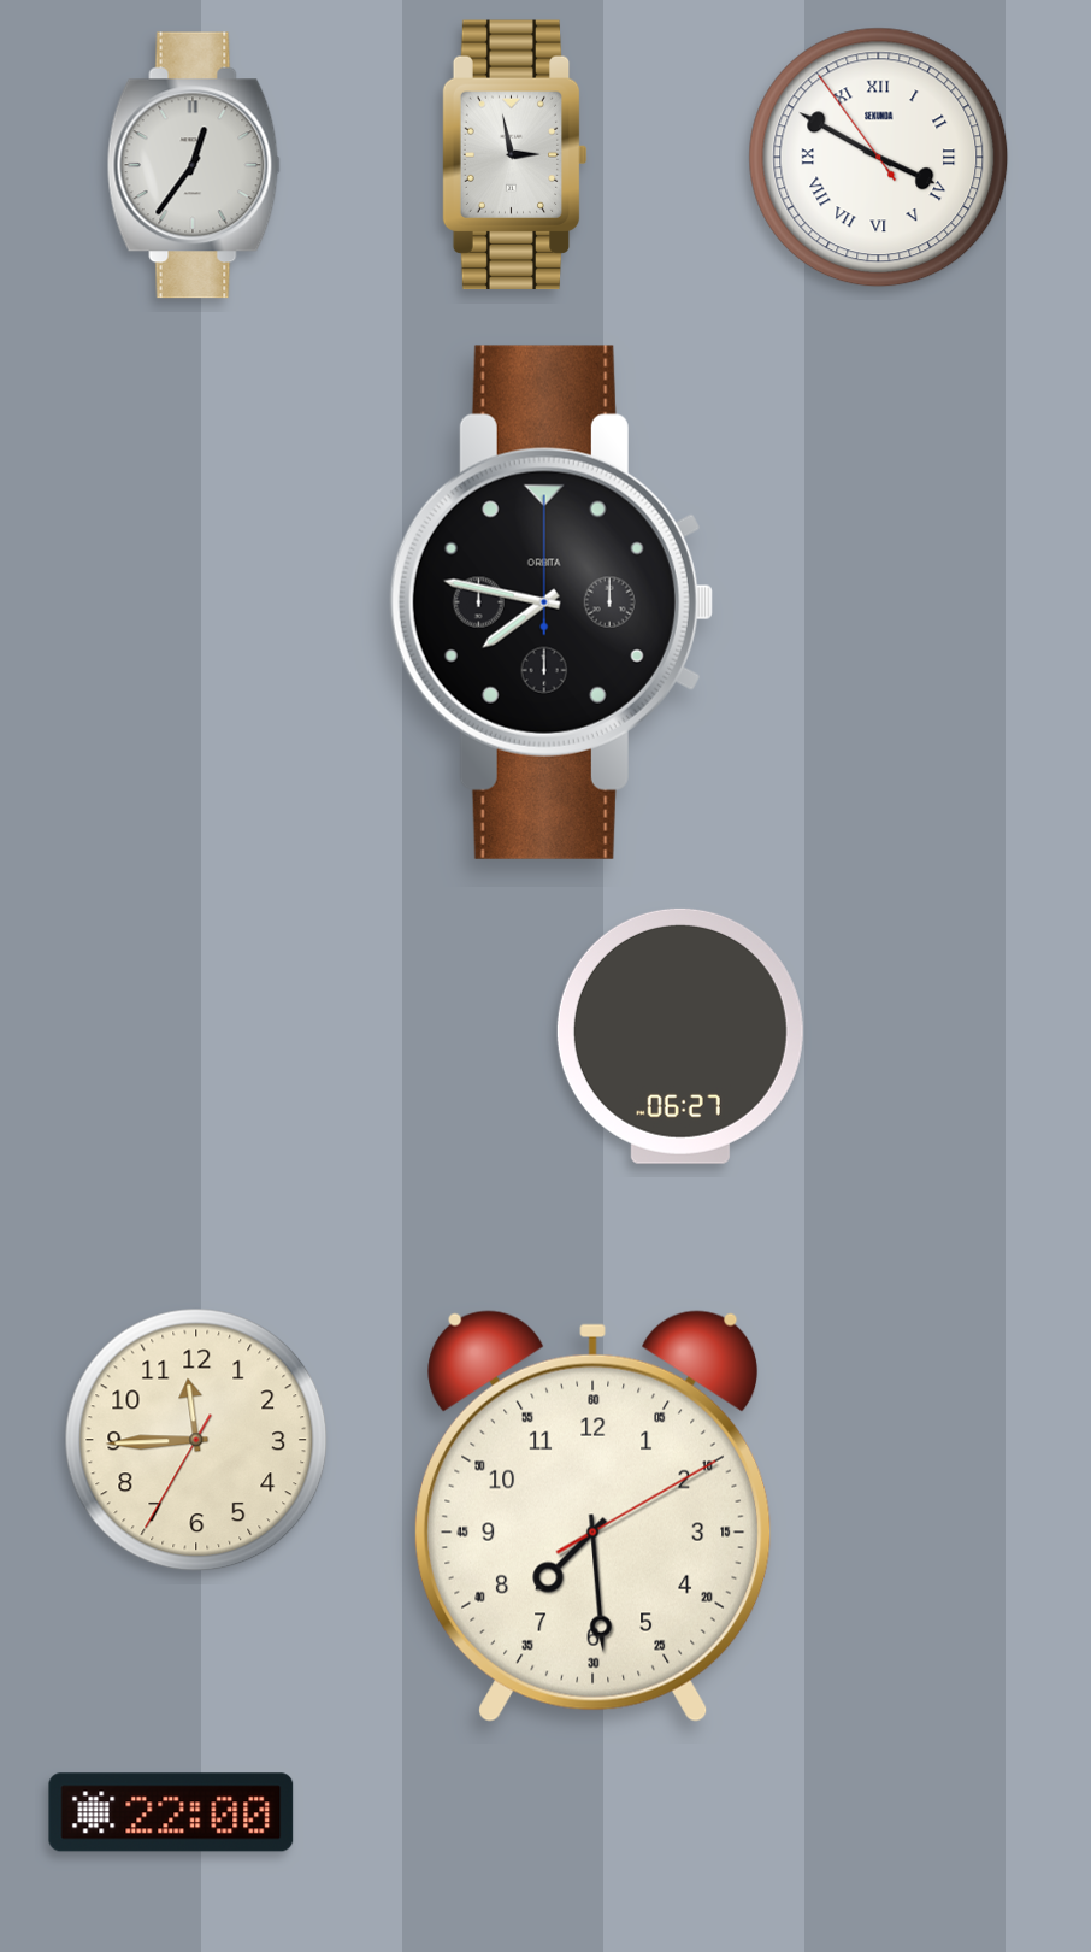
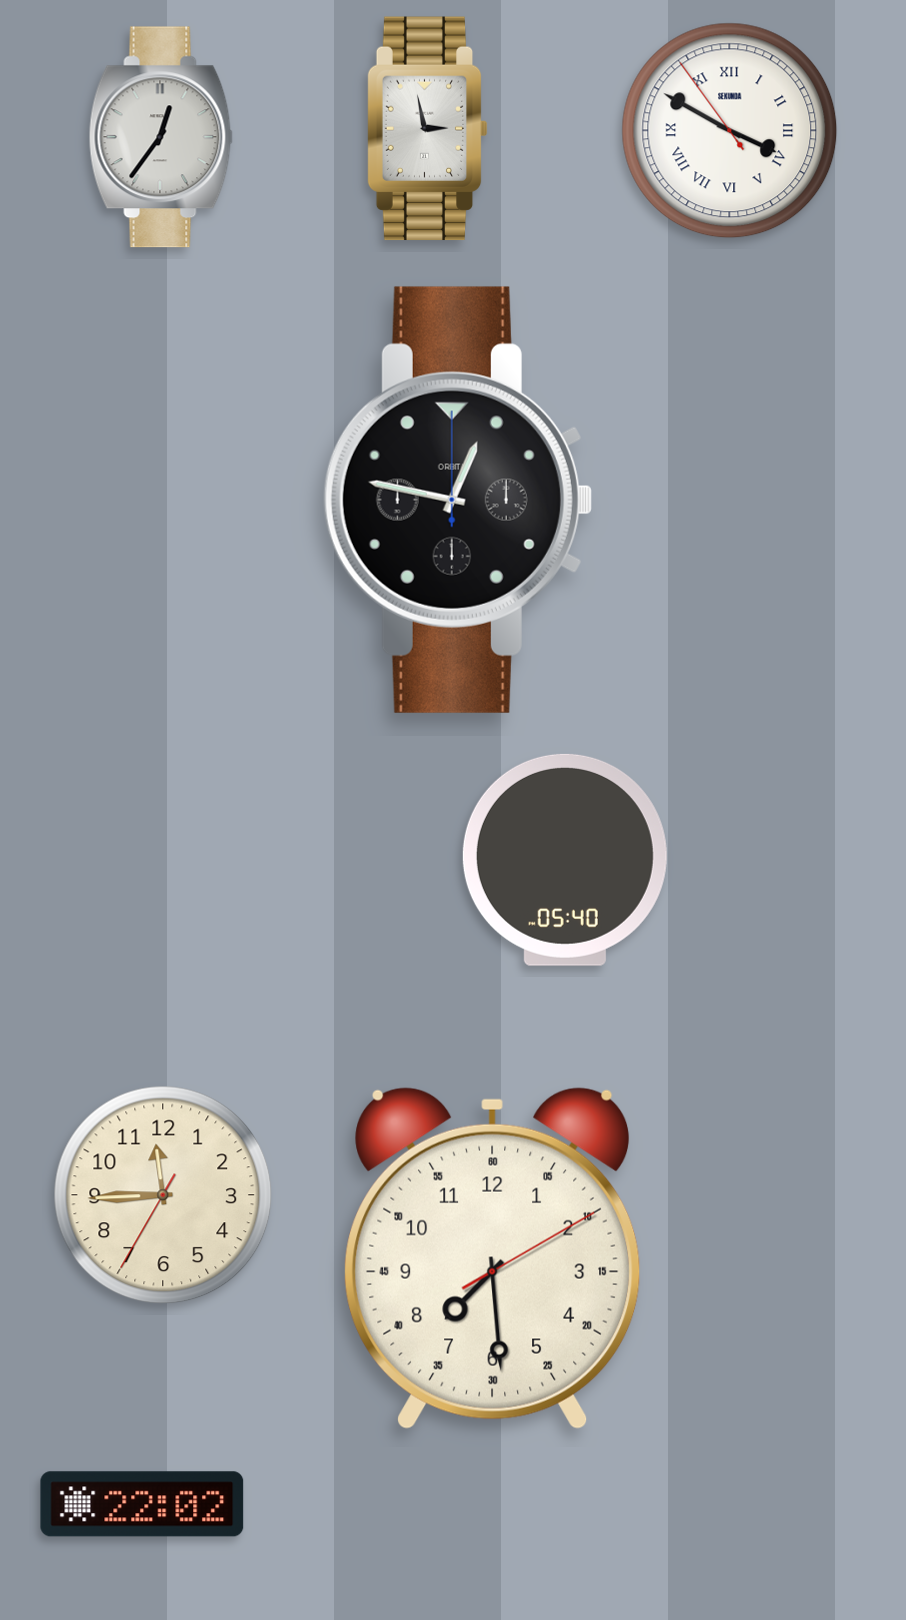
clock at (550, 602): 7:47 -> 12:47
clock at (680, 1036): 06:27 -> 05:40
clock at (171, 1812): 22:00 -> 22:02
